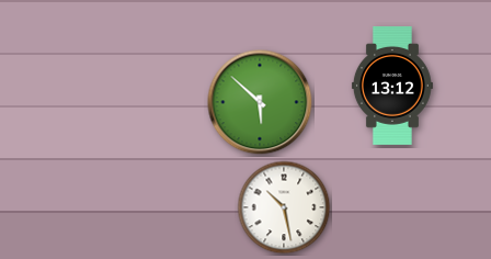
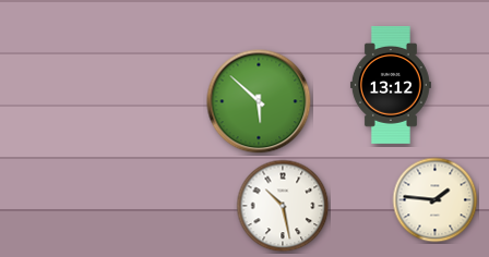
clock at (436, 200): none -> 1:46
